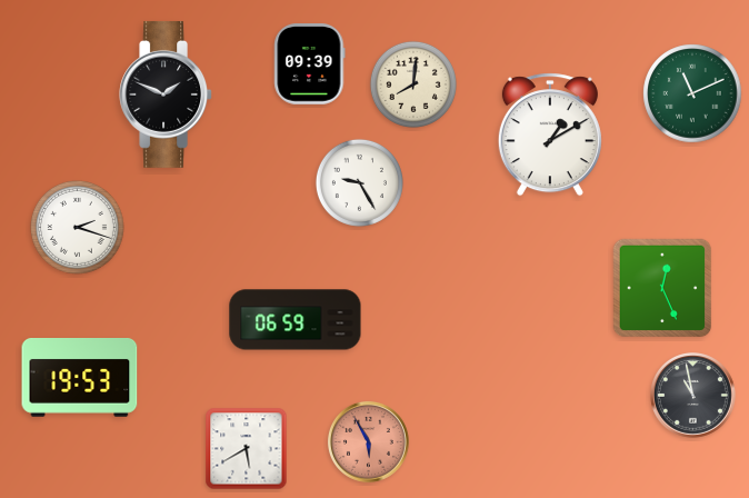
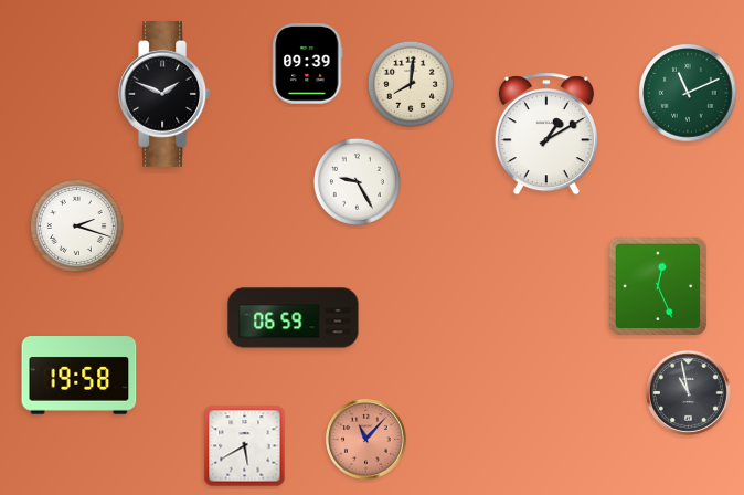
clock at (80, 378): 19:53 -> 19:58
clock at (368, 441): 5:55 -> 11:07
